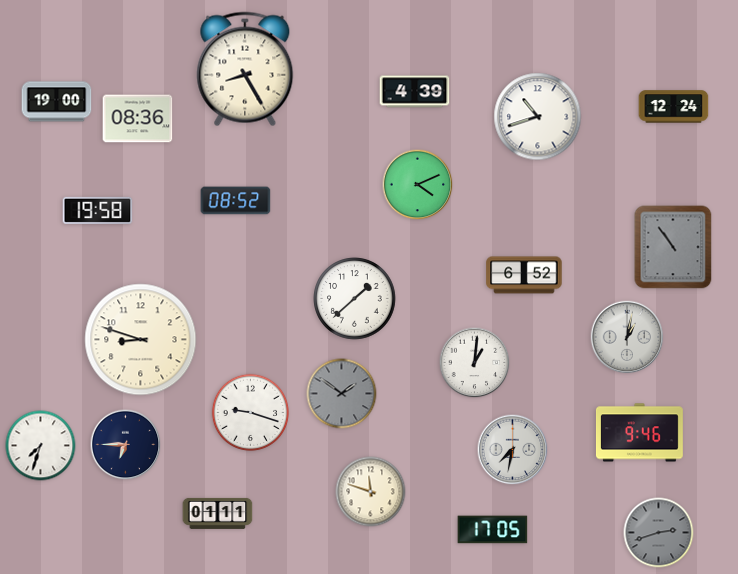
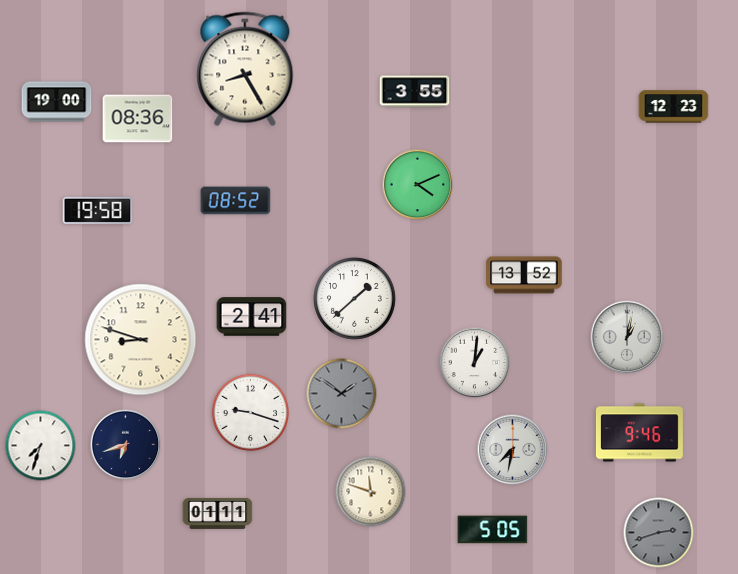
clock at (415, 92): 4:39 -> 3:55
clock at (674, 107): 12:24 -> 12:23
clock at (538, 117): 10:42 -> none
clock at (673, 247): 10:54 -> none
clock at (524, 275): 6:52 -> 13:52
clock at (252, 317): none -> 2:41
clock at (126, 445): 6:45 -> 6:42
clock at (493, 530): 17:05 -> 5:05
